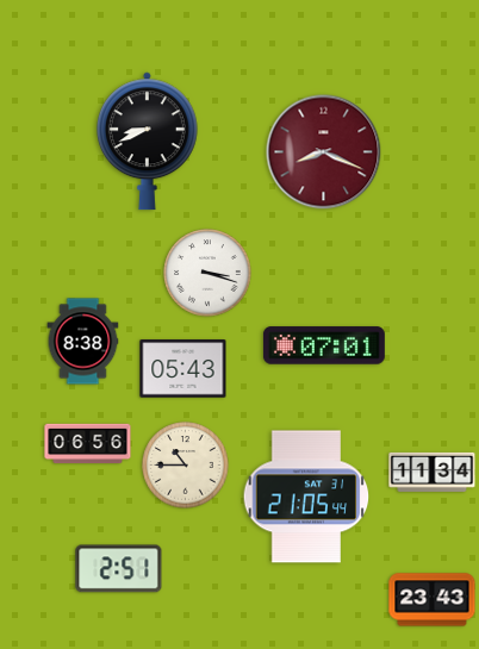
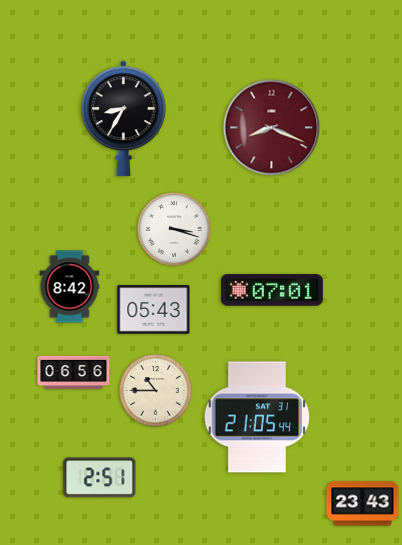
clock at (147, 142): 8:41 -> 8:35
clock at (83, 342): 8:38 -> 8:42
clock at (433, 472): 11:34 -> none
